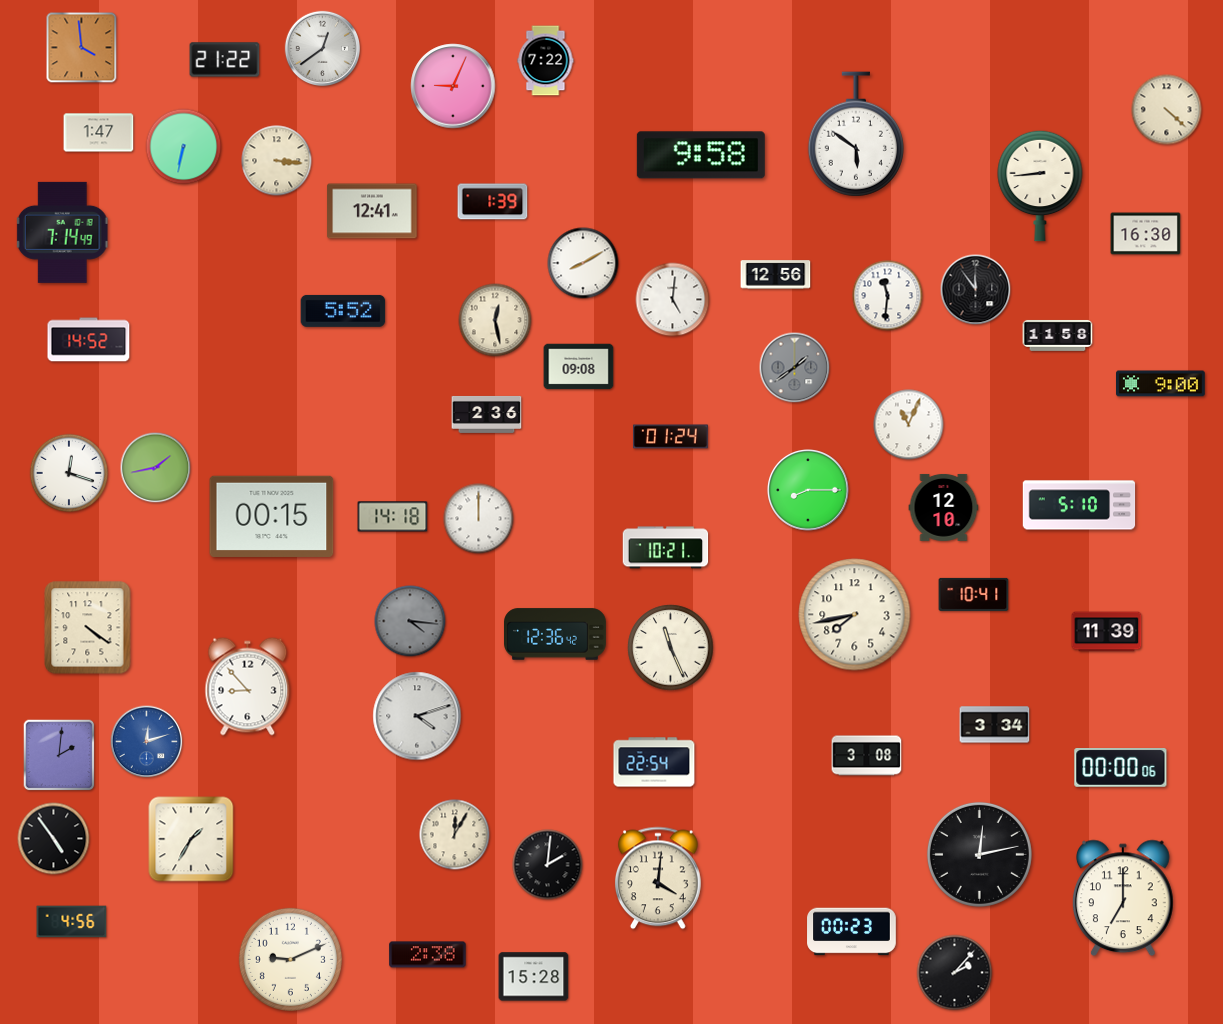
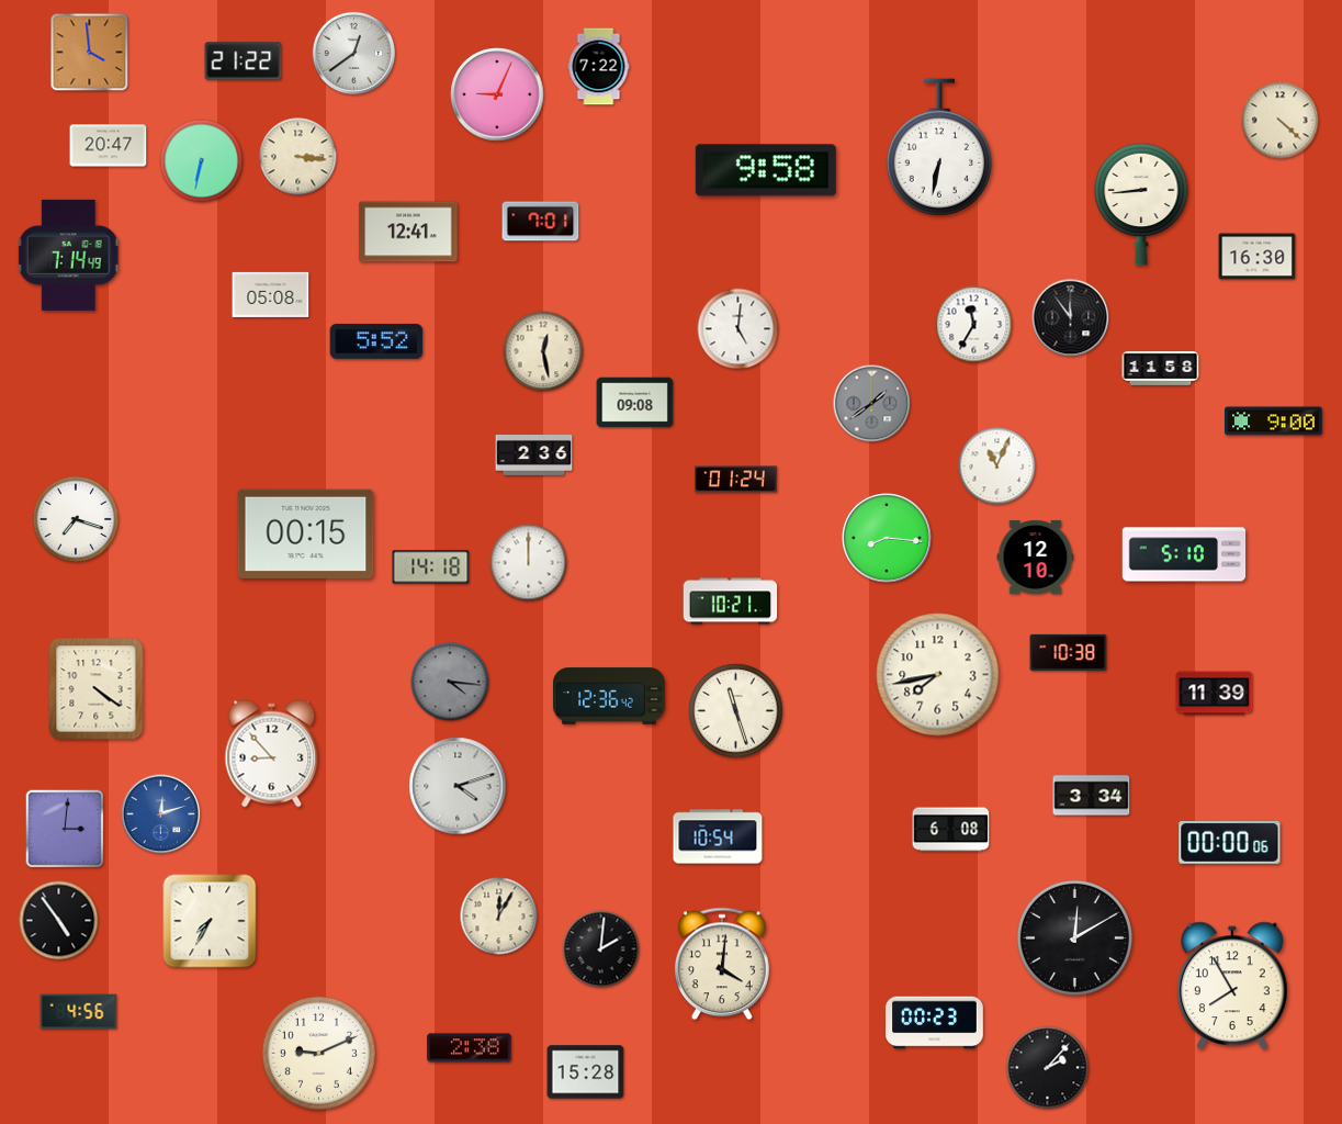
clock at (225, 60) position: (225, 60) -> (244, 61)
clock at (99, 133): 1:47 -> 20:47
clock at (856, 134): 5:51 -> 6:32
clock at (701, 155) position: (701, 155) -> (766, 170)
clock at (277, 161) position: (277, 161) -> (298, 157)
clock at (493, 202): 1:39 -> 7:01
clock at (583, 263): 8:10 -> none
clock at (271, 294): none -> 05:08
clock at (776, 275): 12:56 -> none
clock at (888, 296): 11:31 -> 11:35
clock at (89, 340): 14:52 -> none
clock at (156, 468): 1:43 -> none
clock at (69, 473): 12:18 -> 7:18
clock at (809, 491): 8:15 -> 8:16
clock at (272, 516) position: (272, 516) -> (306, 533)
clock at (479, 519) position: (479, 519) -> (529, 563)
clock at (974, 594): 10:41 -> 10:38
clock at (671, 648): 11:26 -> 11:27
clock at (59, 755): 2:01 -> 3:01
clock at (867, 756): 3:08 -> 6:08
clock at (654, 762): 22:54 -> 10:54
clock at (191, 839): 1:35 -> 7:35
clock at (979, 854): 12:13 -> 12:10
clock at (1124, 898): 7:00 -> 7:55
